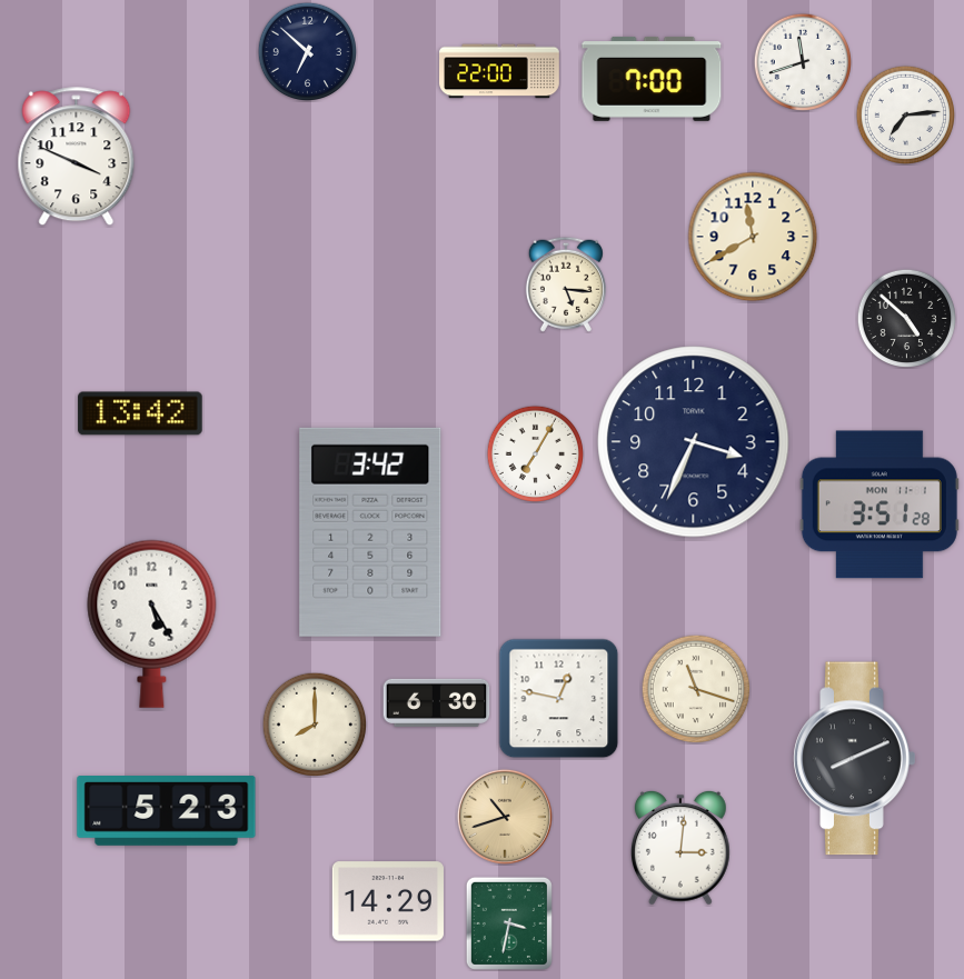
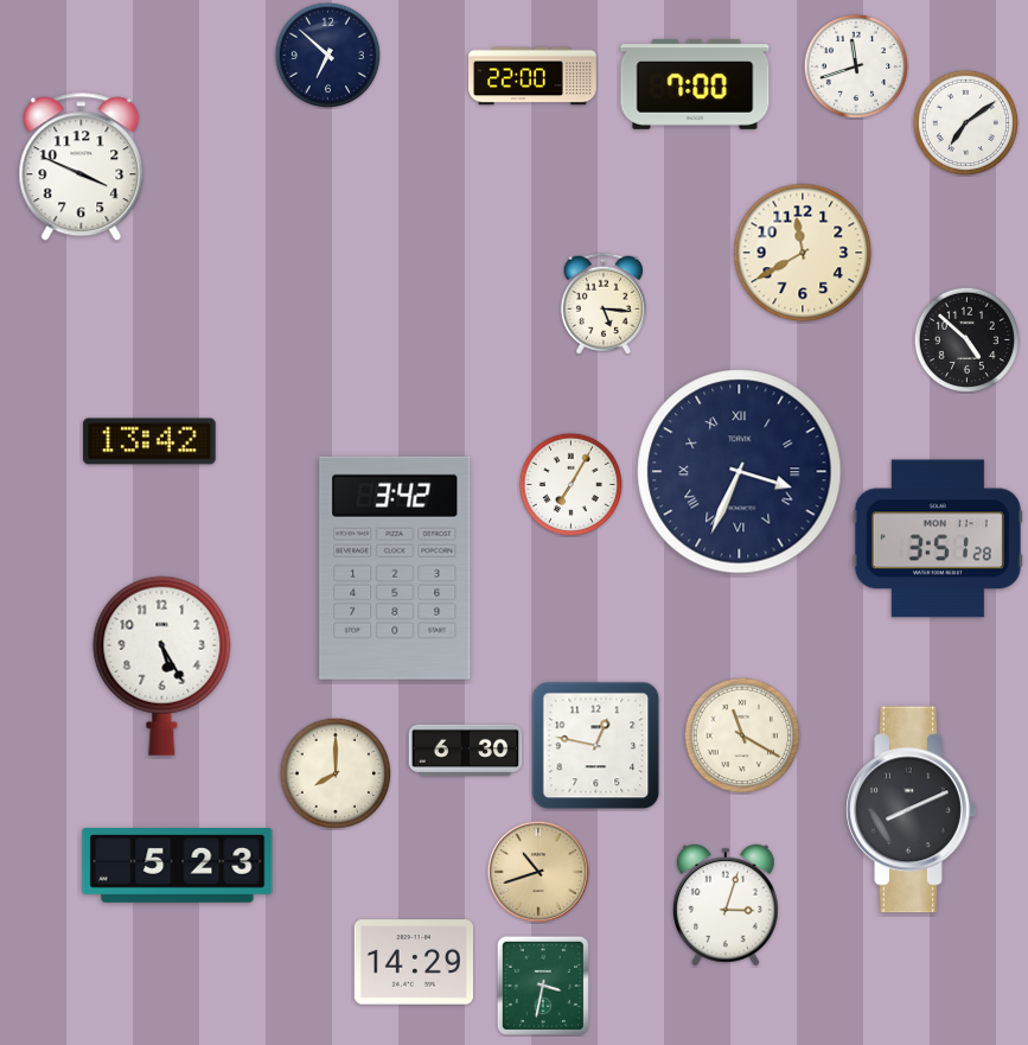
clock at (905, 114): 7:14 -> 7:09
clock at (694, 442) numerals: Arabic -> Roman
clock at (696, 689): 11:18 -> 11:20
clock at (682, 848): 3:01 -> 3:03
